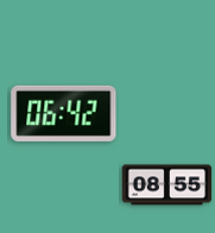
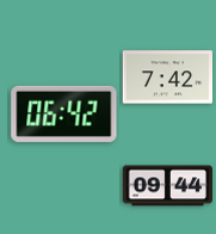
clock at (167, 78): none -> 7:42
clock at (166, 185): 08:55 -> 09:44
